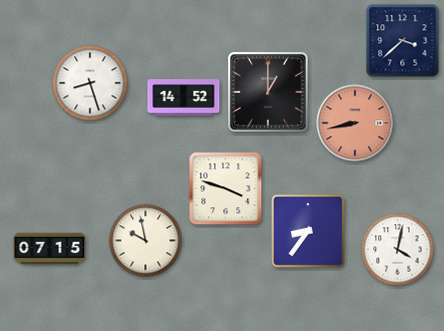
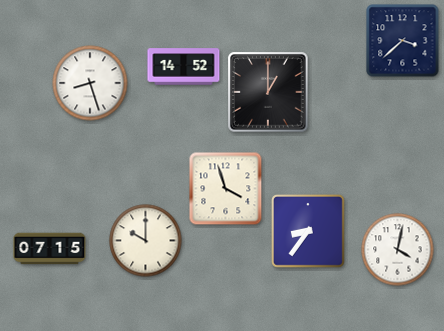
clock at (184, 98) position: (184, 98) -> (184, 67)
clock at (355, 123): 8:43 -> none
clock at (226, 189): 3:48 -> 3:57
clock at (146, 241): 9:58 -> 10:00
